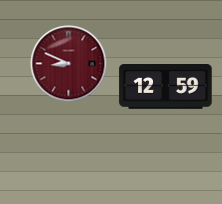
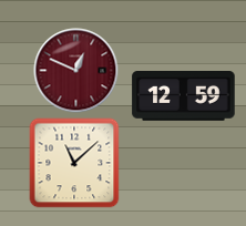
clock at (69, 64): 8:49 -> 12:49
clock at (74, 163): none -> 11:08
